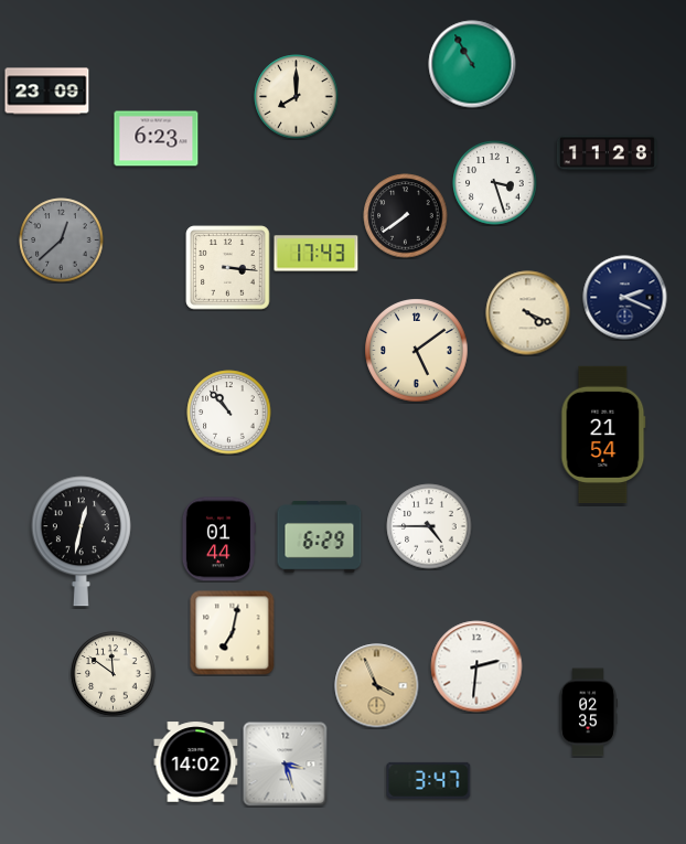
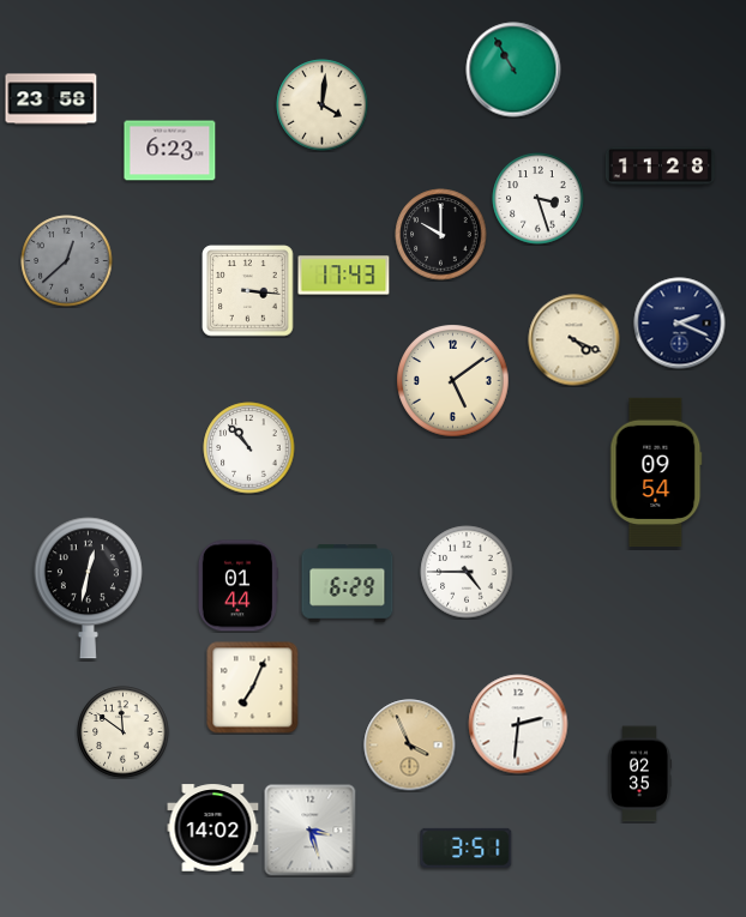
clock at (47, 92): 23:09 -> 23:58
clock at (297, 97): 8:00 -> 4:01
clock at (406, 216): 7:39 -> 10:00
clock at (603, 434): 21:54 -> 09:54
clock at (233, 633): 7:02 -> 7:04
clock at (429, 780): 3:47 -> 3:51
